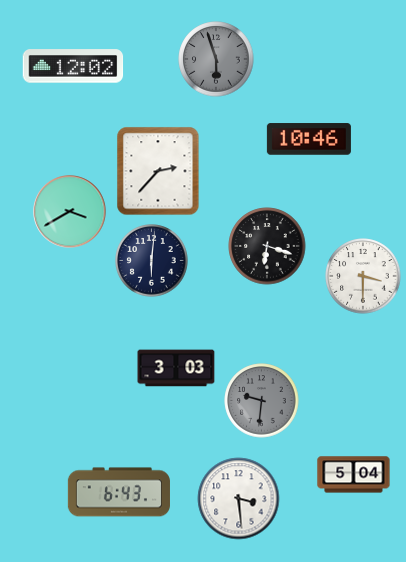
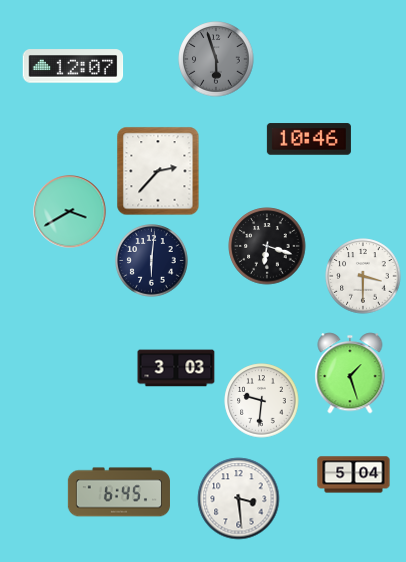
clock at (73, 66): 12:02 -> 12:07
clock at (350, 373): none -> 1:27
clock at (262, 401) dial: grey -> white
clock at (119, 492): 6:43 -> 6:45
